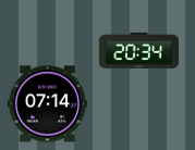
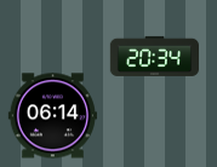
clock at (47, 104): 07:14 -> 06:14
